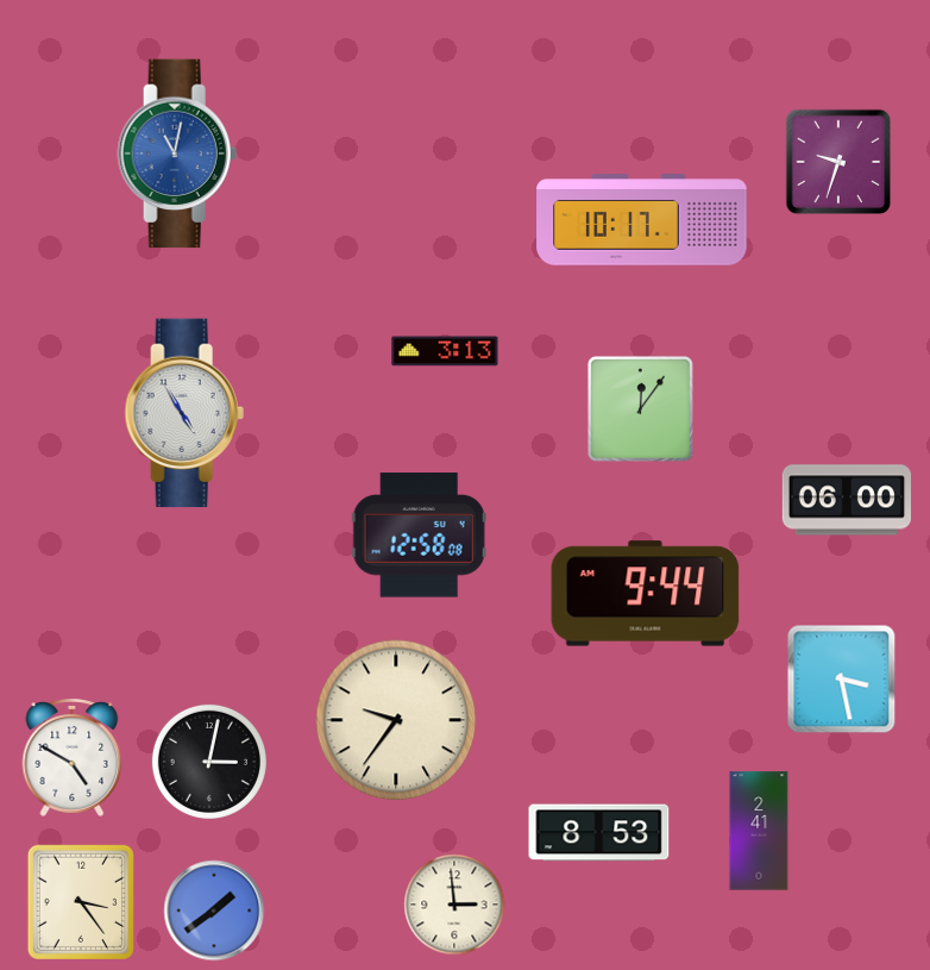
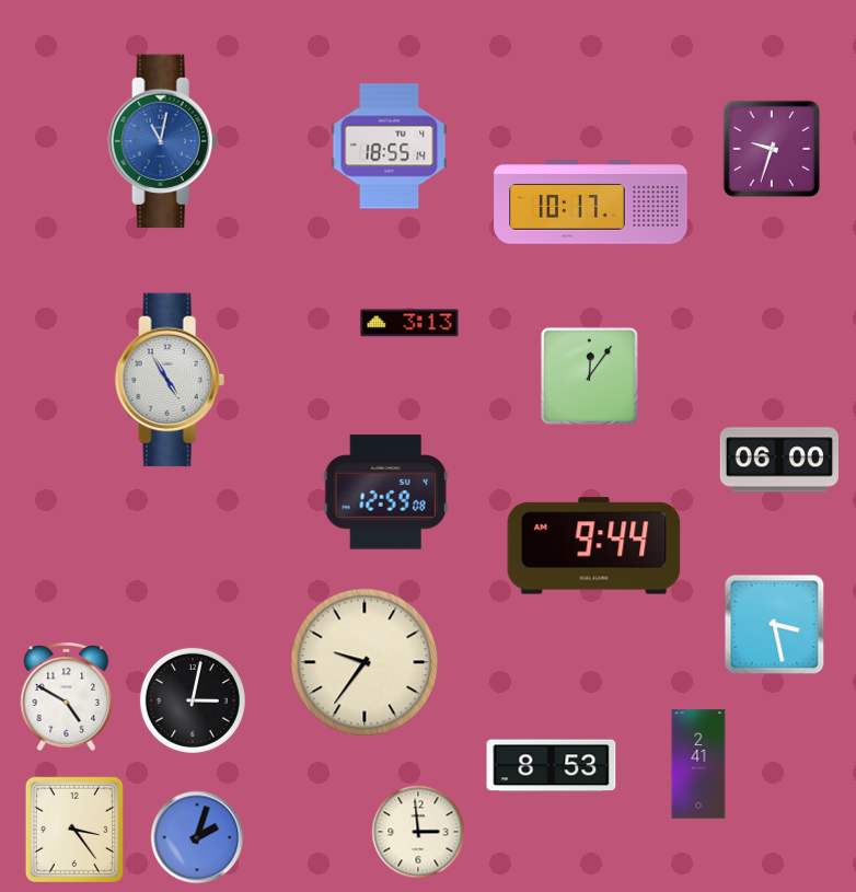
clock at (390, 147): none -> 18:55
clock at (419, 536): 12:58 -> 12:59
clock at (214, 910): 1:39 -> 2:03
